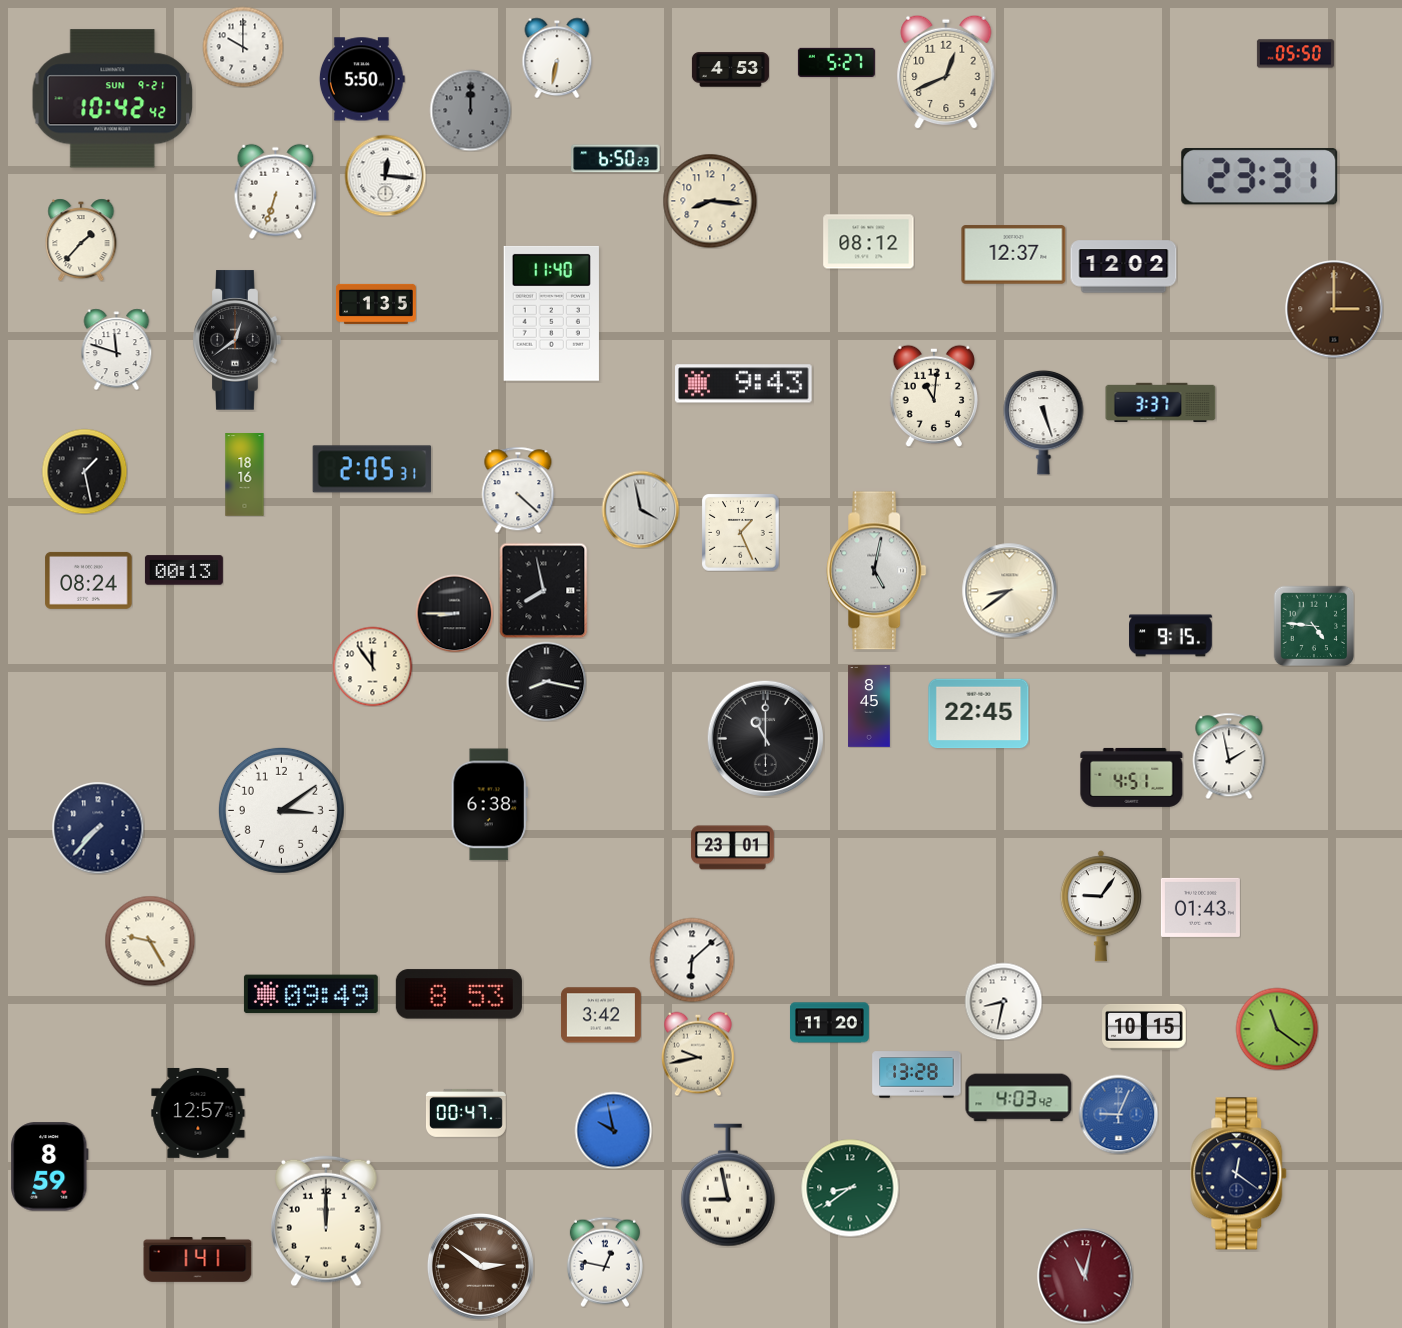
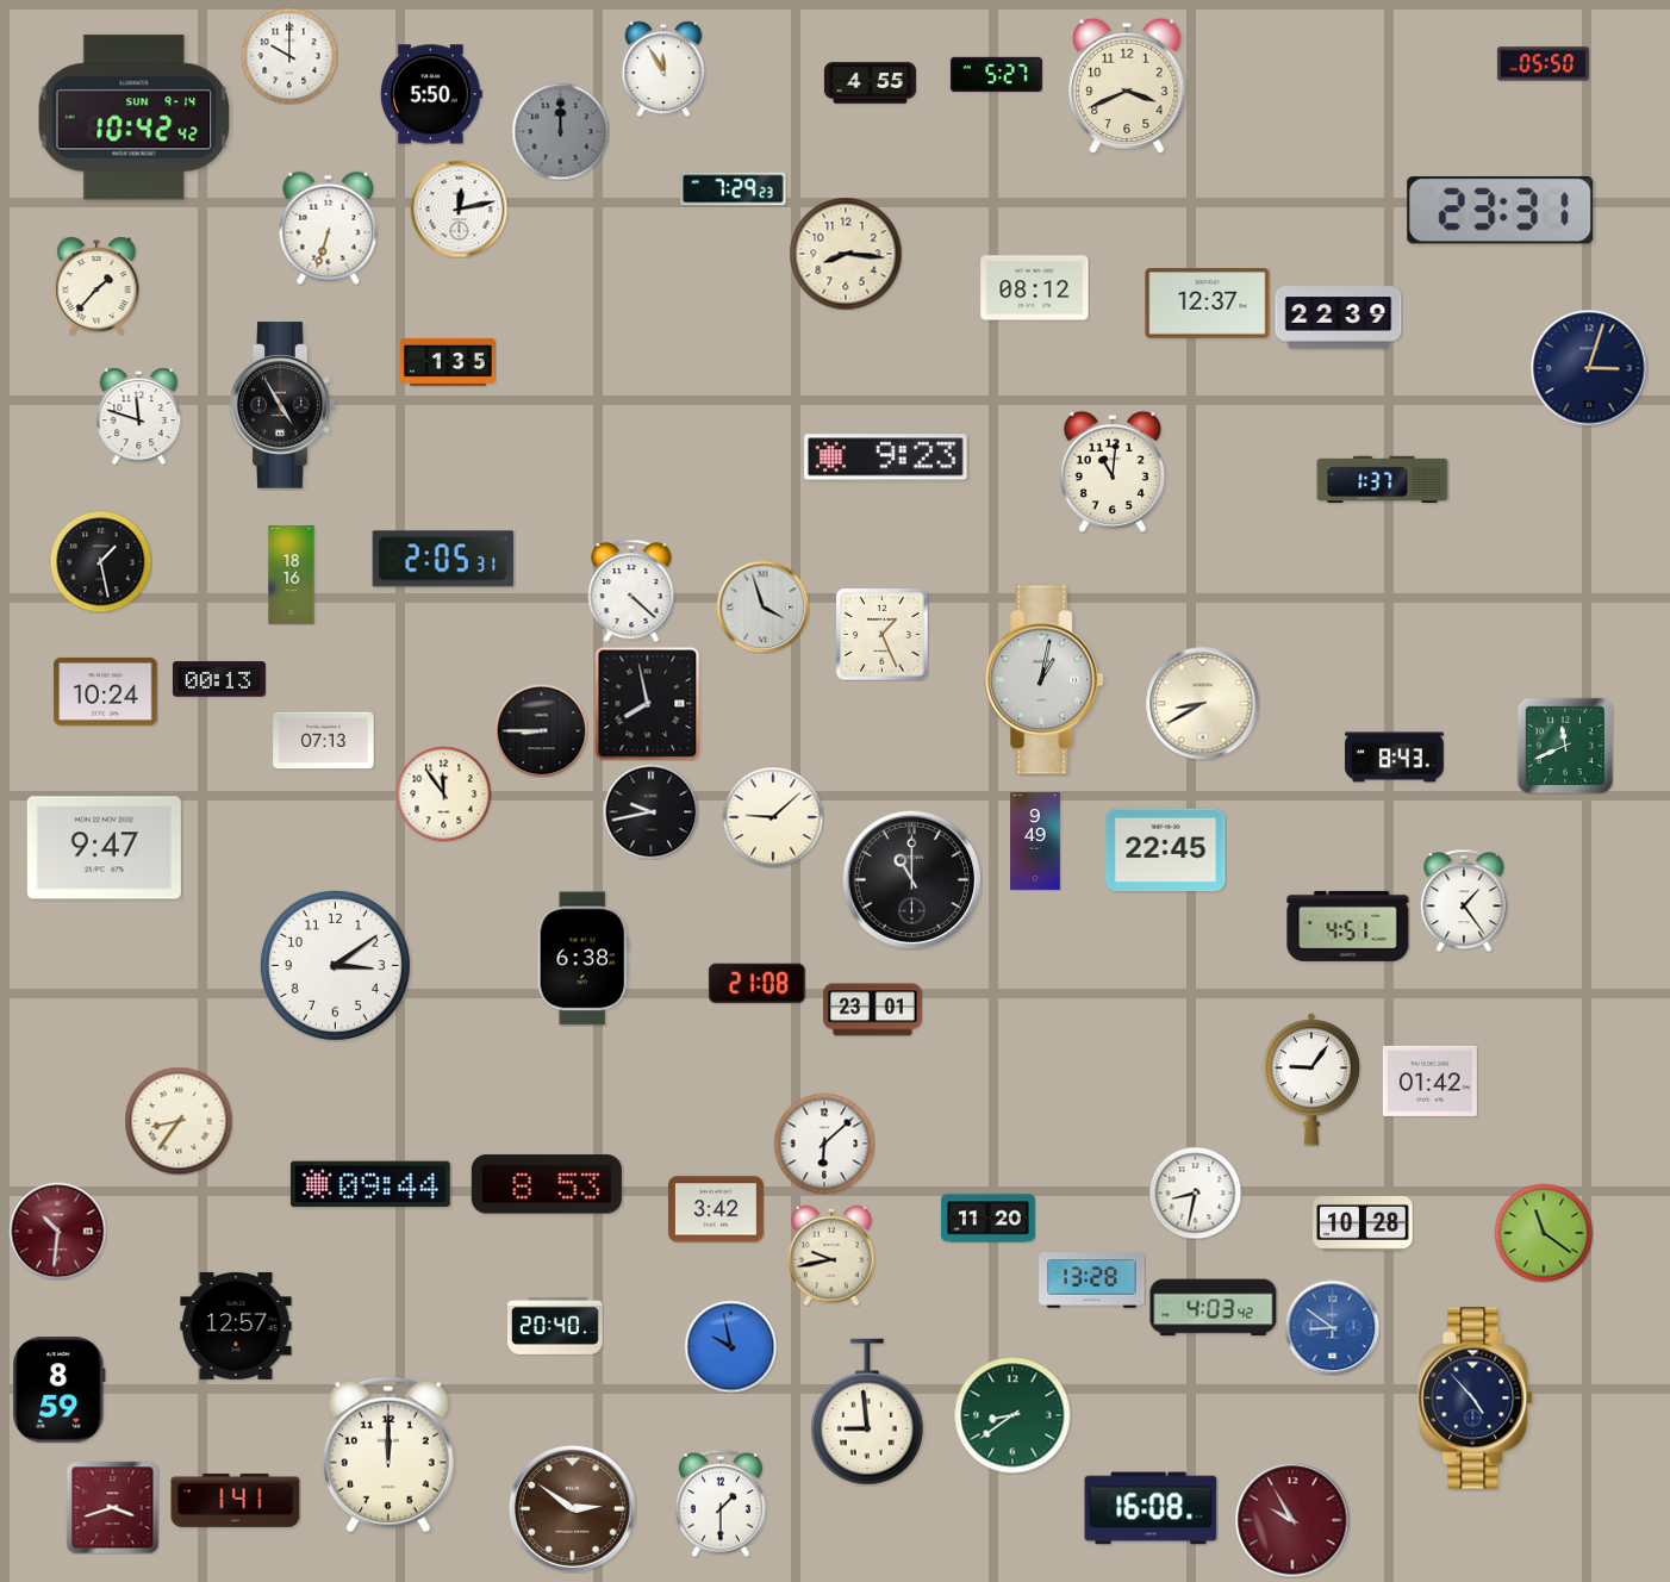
clock at (557, 58): 6:32 -> 11:55
clock at (730, 70): 4:53 -> 4:55
clock at (946, 72): 12:41 -> 3:41
clock at (113, 99) date: SUN 9-21 -> SUN 9-14
clock at (616, 159): 6:50 -> 7:29
clock at (385, 175): 12:16 -> 12:13
clock at (710, 201) position: (710, 201) -> (846, 254)
clock at (1124, 267): 12:02 -> 22:39
clock at (1334, 309): 3:00 -> 3:03
clock at (1334, 309) dial: brown -> navy
clock at (551, 313): 11:40 -> none
clock at (237, 340): 12:39 -> 4:55
clock at (744, 384): 9:43 -> 9:23
clock at (1161, 402): 3:37 -> 1:37
clock at (1044, 422): 5:27 -> none
clock at (245, 475) position: (245, 475) -> (292, 575)
clock at (518, 490) position: (518, 490) -> (631, 591)
clock at (640, 509): 3:58 -> 3:57
clock at (877, 571): 5:02 -> 1:02
clock at (89, 580): 08:24 -> 10:24
clock at (1009, 590): 8:39 -> 8:40
clock at (324, 741): none -> 07:13
clock at (1314, 626): 4:46 -> 11:41
clock at (1171, 636): 9:15 -> 8:43
clock at (546, 681): 8:17 -> 9:43
clock at (773, 817): none -> 9:08
clock at (869, 706): 8:45 -> 9:49
clock at (104, 848): none -> 9:47
clock at (1229, 756): 1:58 -> 1:24
clock at (756, 984): none -> 21:08
clock at (98, 828): 7:37 -> none
clock at (1200, 907): 01:43 -> 01:42
clock at (150, 941): 9:25 -> 8:36
clock at (311, 994): 09:49 -> 09:44
clock at (1144, 1027): 10:15 -> 10:28
clock at (1277, 1029) position: (1277, 1029) -> (1544, 1233)
clock at (57, 1231): none -> 10:31
clock at (466, 1113): 00:47 -> 20:40
clock at (1118, 1114): 9:04 -> 8:51
clock at (1239, 1174): 12:21 -> 4:53
clock at (728, 1185): 8:58 -> 8:59
clock at (605, 1262): 12:47 -> 1:30
clock at (112, 1507): none -> 3:42
clock at (1151, 1508): none -> 16:08
clock at (1085, 1276): 11:02 -> 9:55
